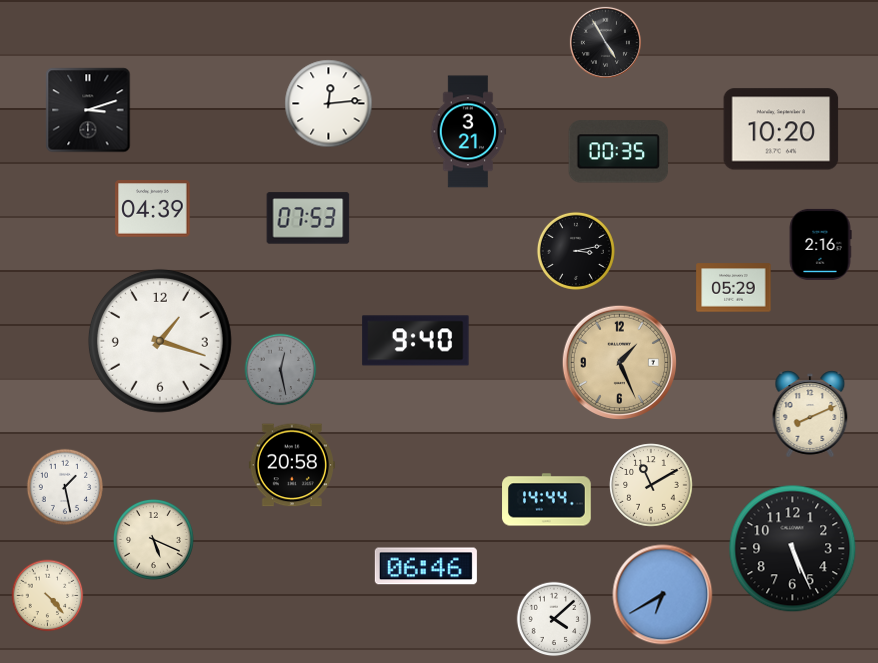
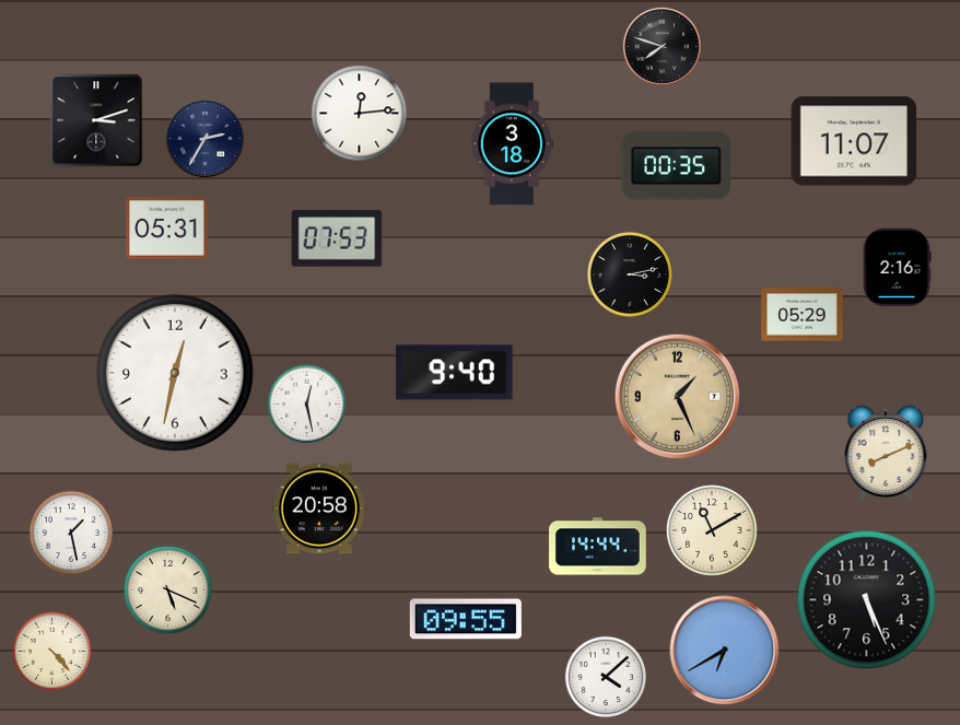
clock at (605, 42): 4:55 -> 7:48
clock at (204, 138): none -> 2:35
clock at (781, 129): 10:20 -> 11:07
clock at (468, 132): 3:21 -> 3:18
clock at (153, 209): 04:39 -> 05:31
clock at (160, 341): 1:18 -> 12:32
clock at (281, 370) dial: grey -> white
clock at (426, 566): 06:46 -> 09:55
